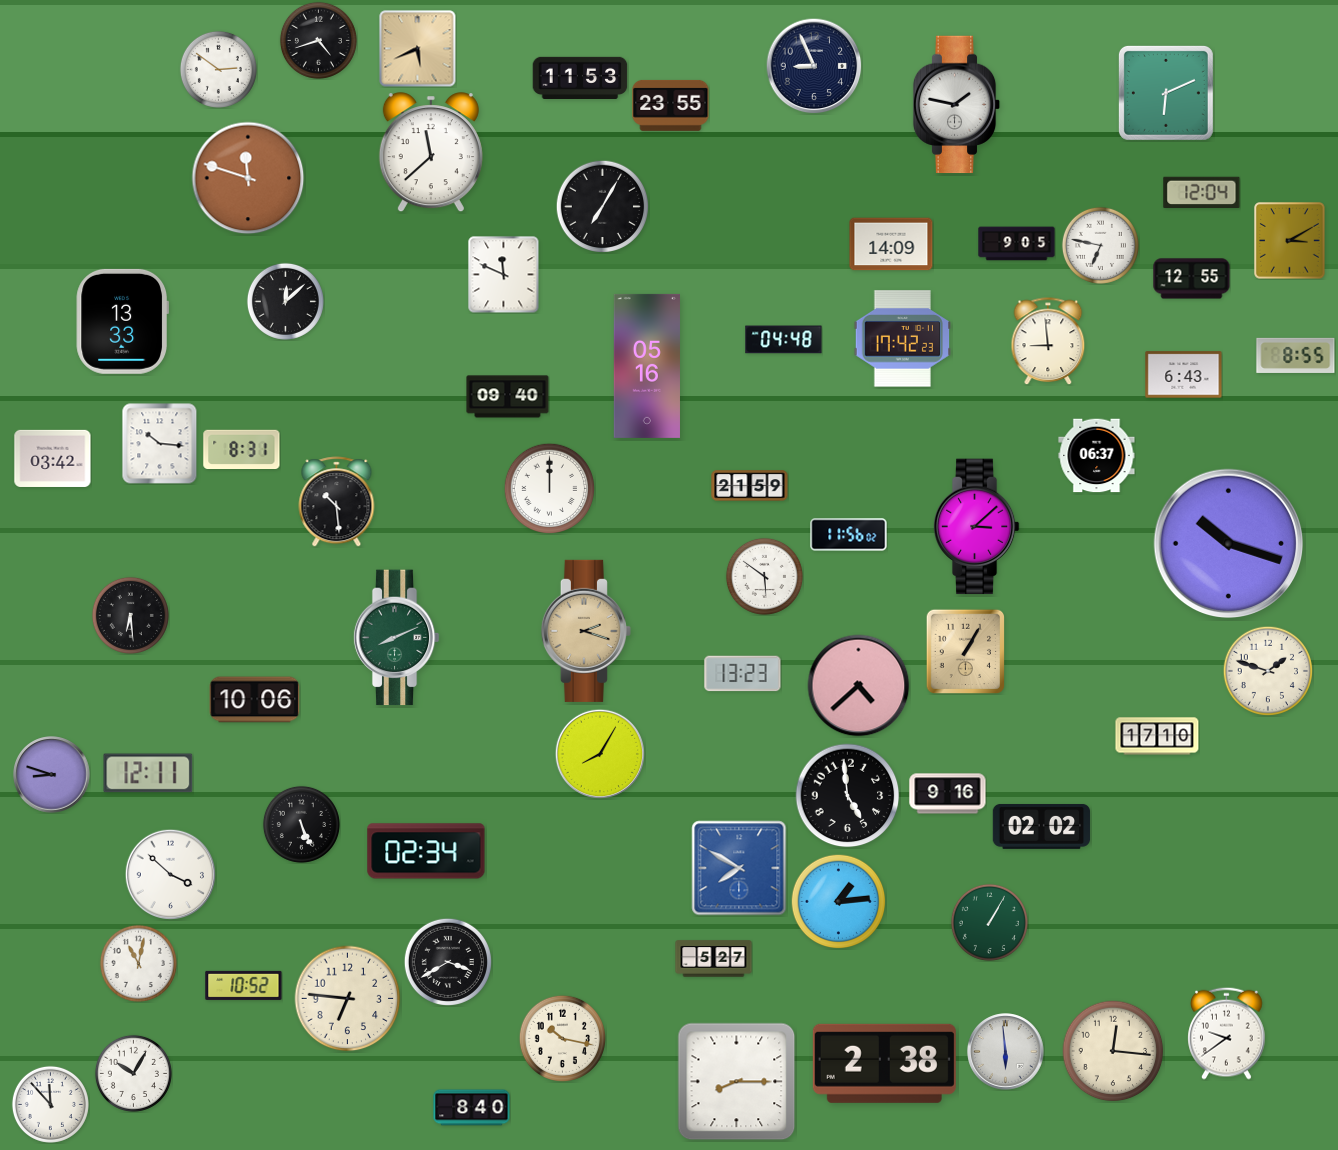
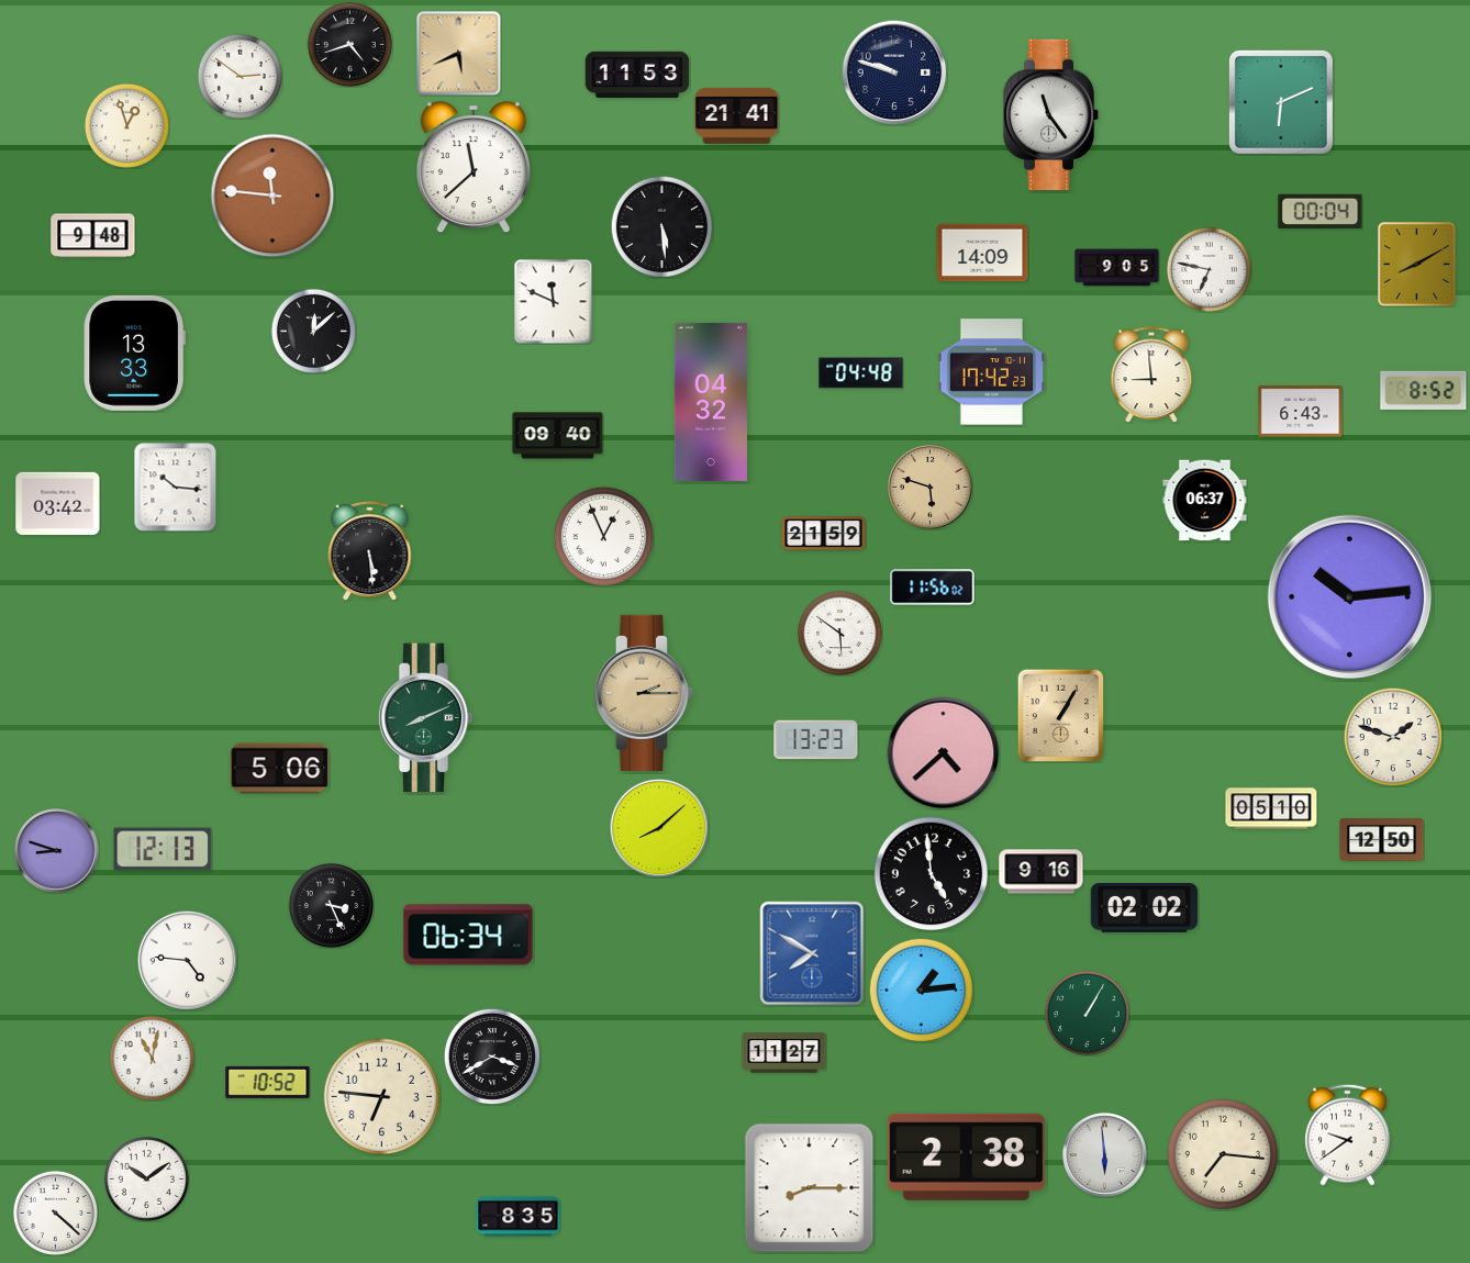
clock at (814, 66): 8:56 -> 9:48
clock at (580, 77) position: (580, 77) -> (637, 74)
clock at (671, 105): 23:55 -> 21:41
clock at (957, 105): 1:47 -> 11:24
clock at (126, 125): none -> 12:57
clock at (248, 178): 11:48 -> 11:46
clock at (1202, 193): 12:04 -> 00:04
clock at (602, 206): 7:05 -> 5:29
clock at (93, 236): none -> 9:48
clock at (1290, 241): 3:10 -> 8:10
clock at (891, 244) position: (891, 244) -> (982, 253)
clock at (1192, 279): 12:55 -> none
clock at (1296, 355): 8:55 -> 8:52
clock at (647, 366): 05:16 -> 04:32
clock at (931, 488): none -> 5:48
clock at (242, 450): 8:31 -> none
clock at (549, 488): 12:00 -> 12:56
clock at (337, 502): 10:29 -> 5:29
clock at (976, 527): 3:08 -> none
clock at (1228, 543): 10:18 -> 10:14
clock at (130, 615): 6:29 -> none
clock at (586, 631): 2:18 -> 2:15
clock at (396, 638) position: (396, 638) -> (425, 718)
clock at (255, 700): 10:06 -> 5:06
clock at (1157, 736): 17:10 -> 05:10
clock at (599, 753): 8:05 -> 8:08
clock at (1382, 840): none -> 12:50
clock at (148, 773): 12:11 -> 12:13
clock at (301, 824): 5:26 -> 3:26
clock at (426, 851): 02:34 -> 06:34
clock at (170, 874): 3:52 -> 4:46
clock at (714, 959): 5:27 -> 11:27
clock at (562, 1038): 10:17 -> none
clock at (1113, 1051): 12:16 -> 7:16
clock at (884, 1063) position: (884, 1063) -> (966, 1156)
clock at (133, 1073): 10:05 -> 10:09
clock at (50, 1104): 11:53 -> 4:22
clock at (472, 1108): 8:40 -> 8:35
